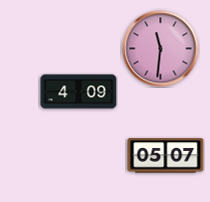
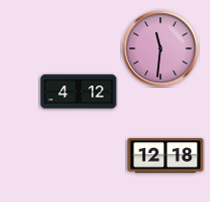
clock at (79, 92): 4:09 -> 4:12
clock at (166, 156): 05:07 -> 12:18
